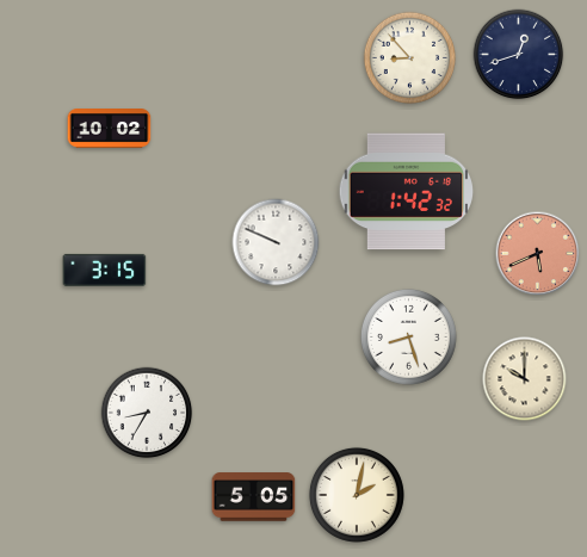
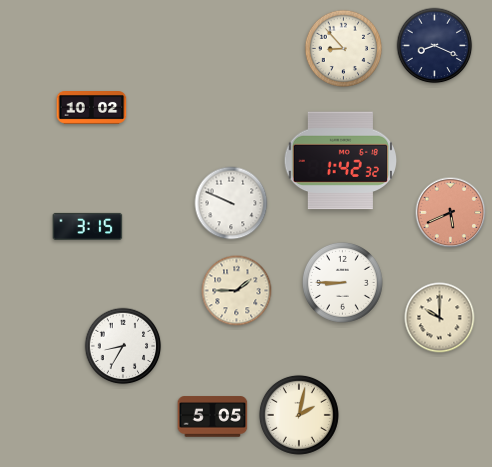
clock at (519, 55): 12:42 -> 8:19
clock at (408, 336): 8:27 -> 8:45
clock at (237, 291): none -> 1:45
